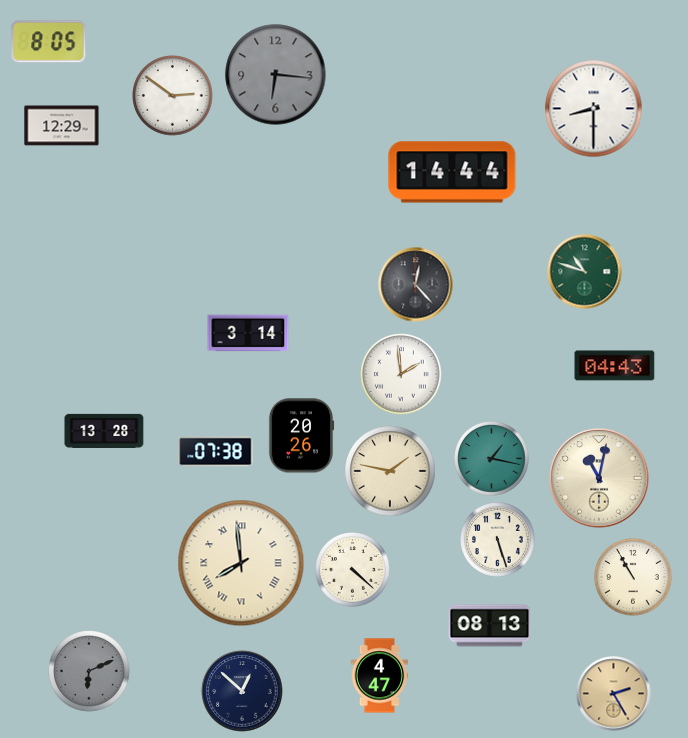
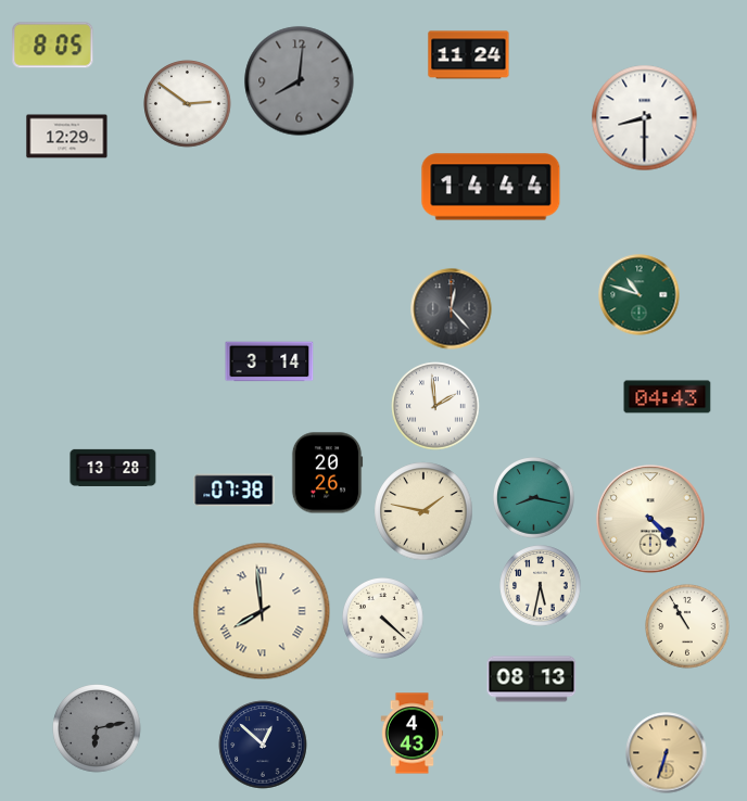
clock at (469, 55): none -> 11:24
clock at (276, 75): 6:16 -> 8:01
clock at (585, 272) position: (585, 272) -> (640, 295)
clock at (492, 459): 1:17 -> 8:17
clock at (599, 478): 11:02 -> 4:23
clock at (498, 540): 5:27 -> 5:32
clock at (89, 671): 6:11 -> 6:13
clock at (380, 676): 4:47 -> 4:43
clock at (242, 691) position: (242, 691) -> (263, 745)
clock at (614, 694): 2:25 -> 6:33
